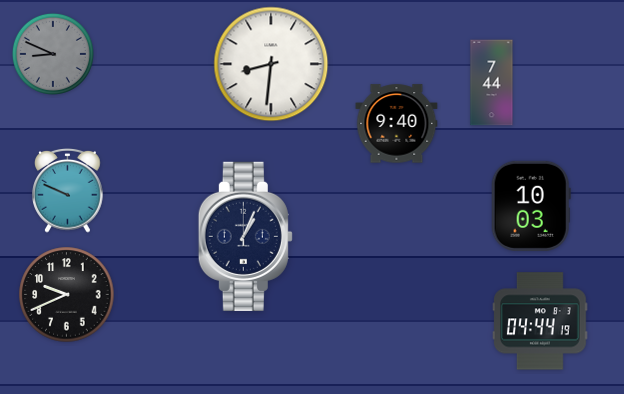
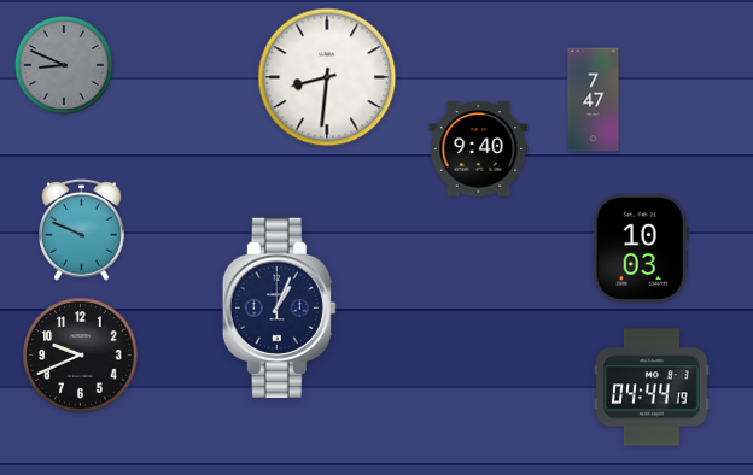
clock at (492, 83): 7:44 -> 7:47
clock at (245, 236) position: (245, 236) -> (279, 307)
